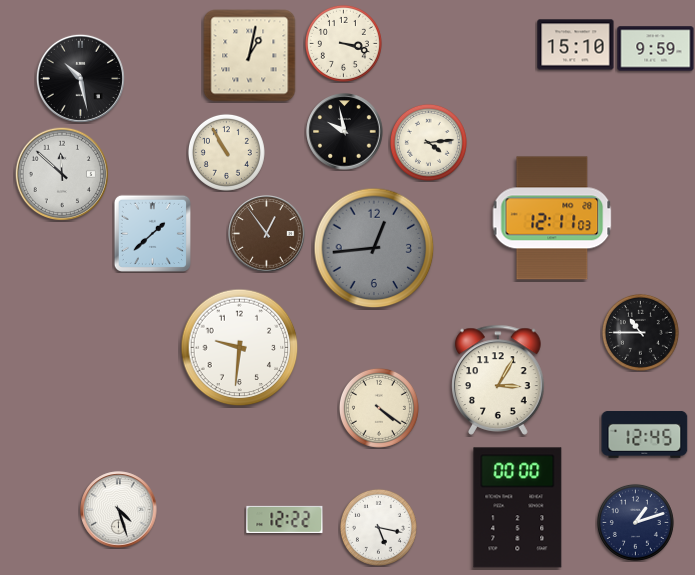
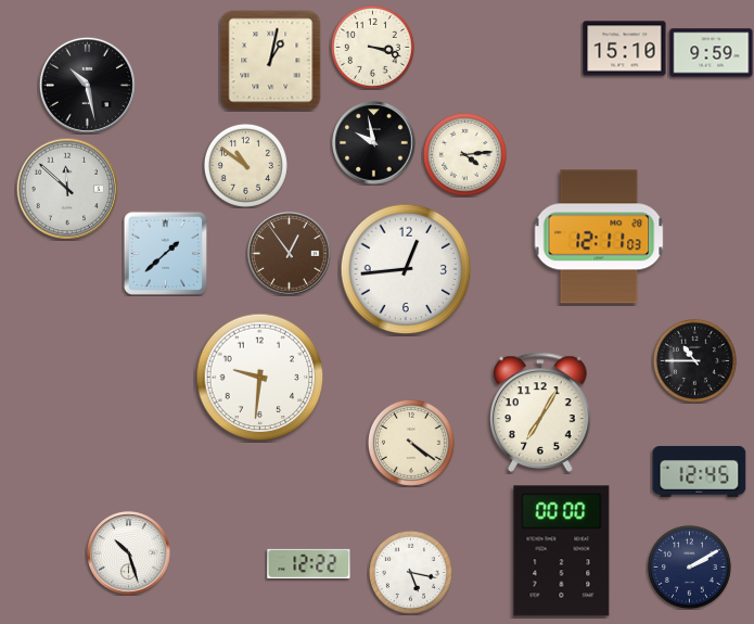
clock at (226, 152): 10:55 -> 10:51
clock at (374, 248) dial: grey -> white
clock at (498, 380): 3:05 -> 7:05
clock at (119, 510): 4:27 -> 10:27
clock at (635, 522): 1:12 -> 2:10
